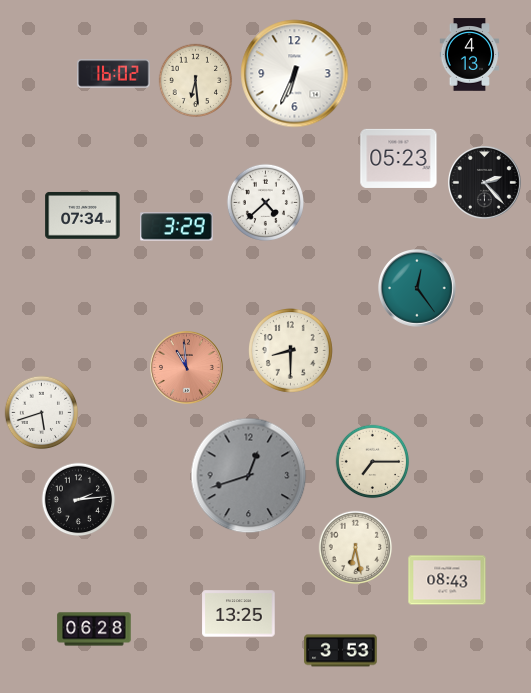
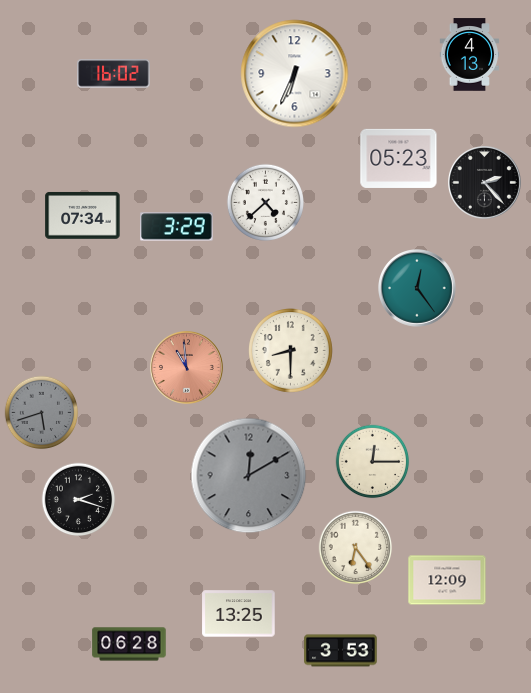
clock at (196, 81): 6:29 -> none
clock at (42, 413) dial: white -> grey
clock at (373, 462): 7:15 -> 12:15
clock at (249, 476): 12:42 -> 12:10
clock at (79, 500): 2:14 -> 2:18
clock at (356, 548): 6:28 -> 6:24
clock at (447, 580): 08:43 -> 12:09
clock at (94, 629) position: (94, 629) -> (129, 644)
